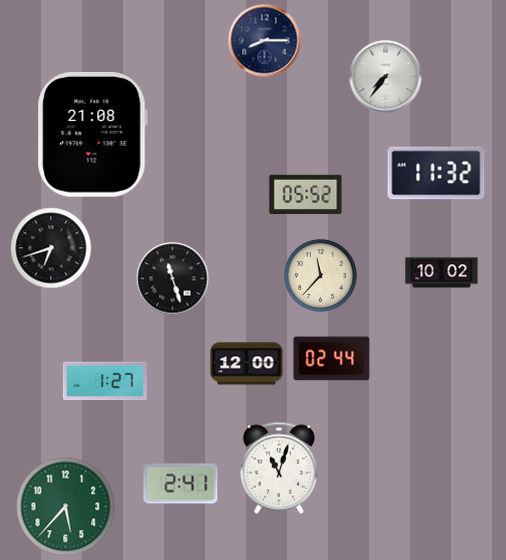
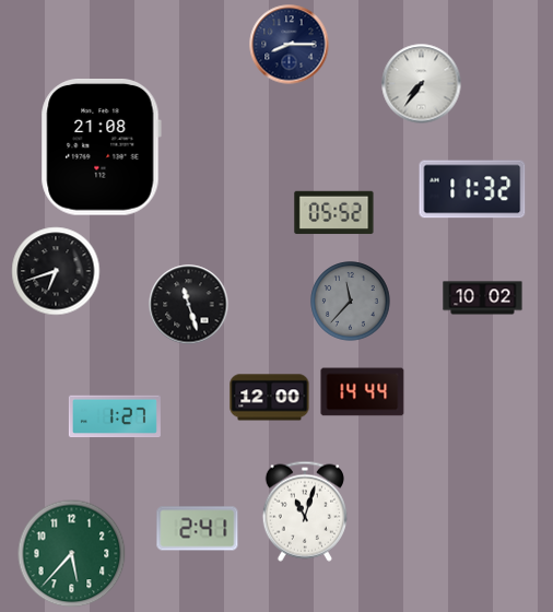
clock at (436, 173) position: (436, 173) -> (472, 189)
clock at (321, 276) dial: cream -> grey
clock at (332, 359): 02:44 -> 14:44
